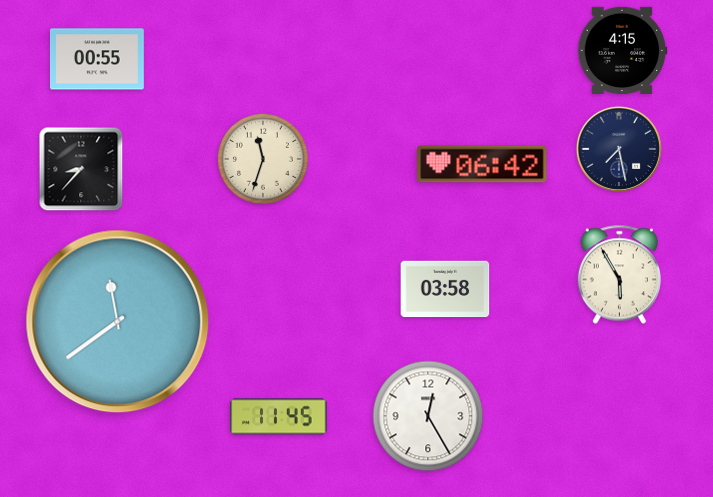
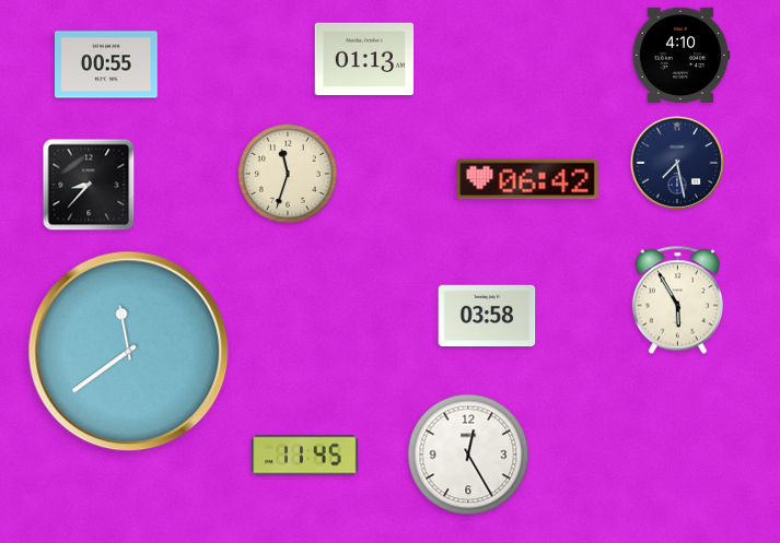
clock at (622, 50): 4:15 -> 4:10
clock at (364, 59): none -> 01:13
